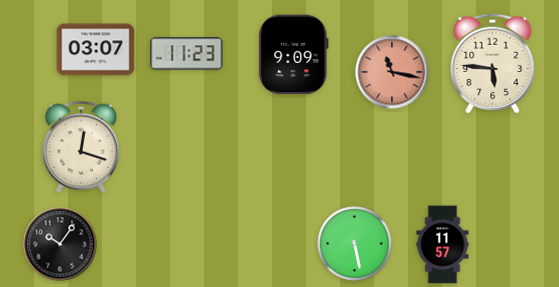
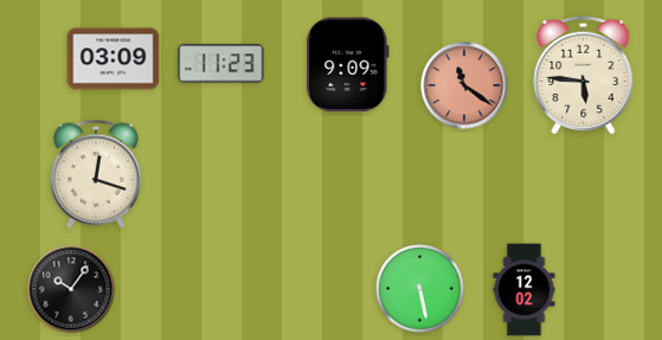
clock at (96, 50): 03:07 -> 03:09
clock at (392, 72): 11:17 -> 11:21
clock at (443, 245): 11:57 -> 12:02
